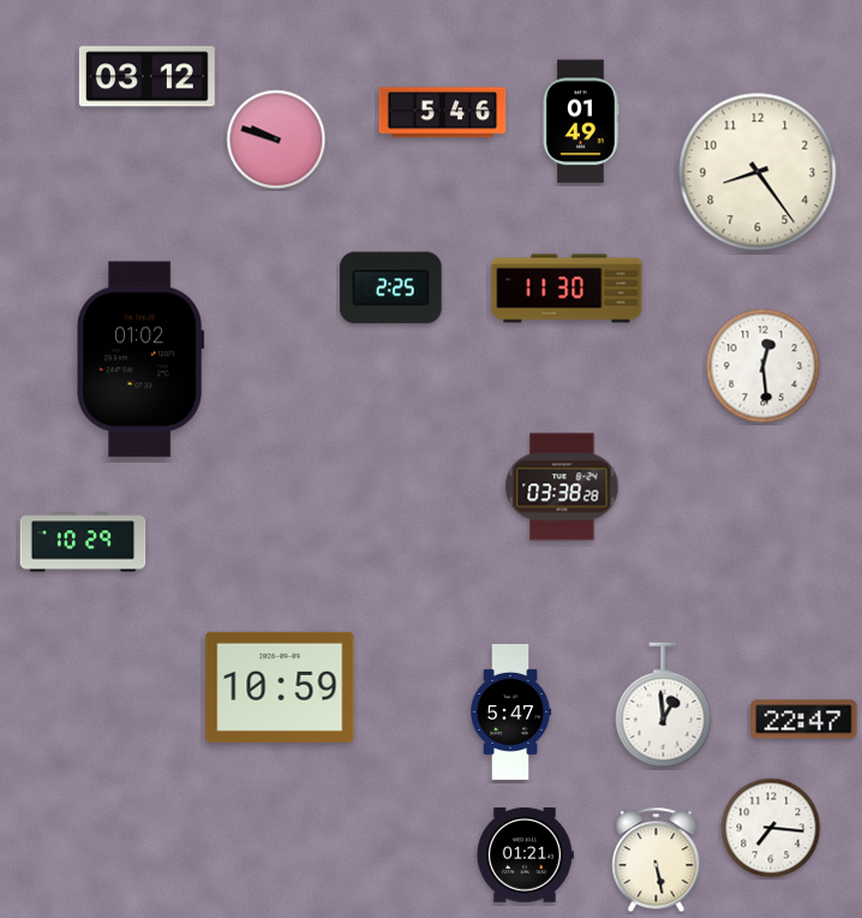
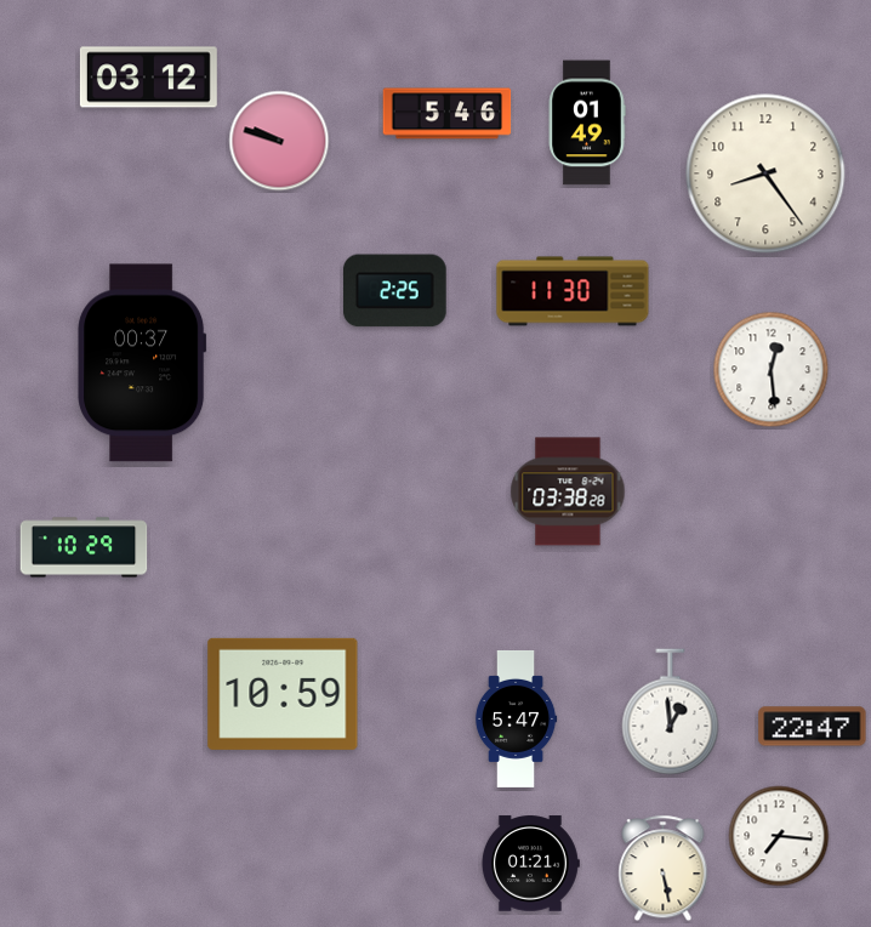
clock at (140, 359): 01:02 -> 00:37
